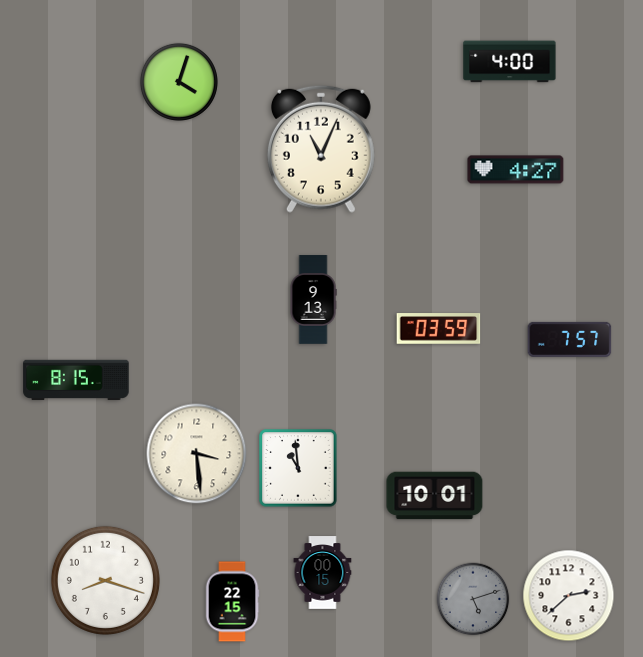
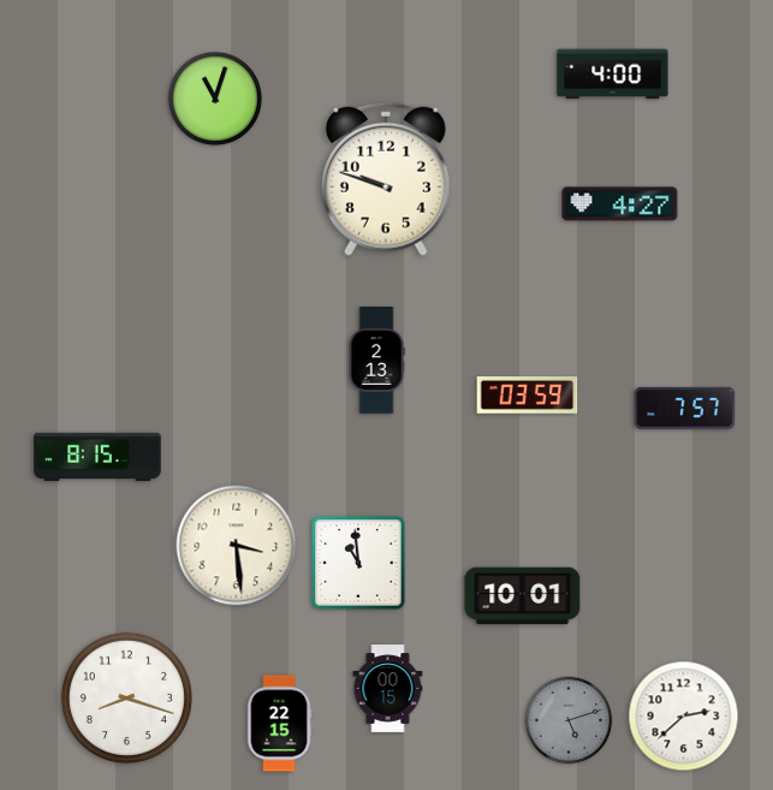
clock at (179, 82): 4:03 -> 11:03
clock at (321, 149): 11:04 -> 9:48
clock at (313, 300): 9:13 -> 2:13
clock at (76, 380) position: (76, 380) -> (97, 457)
